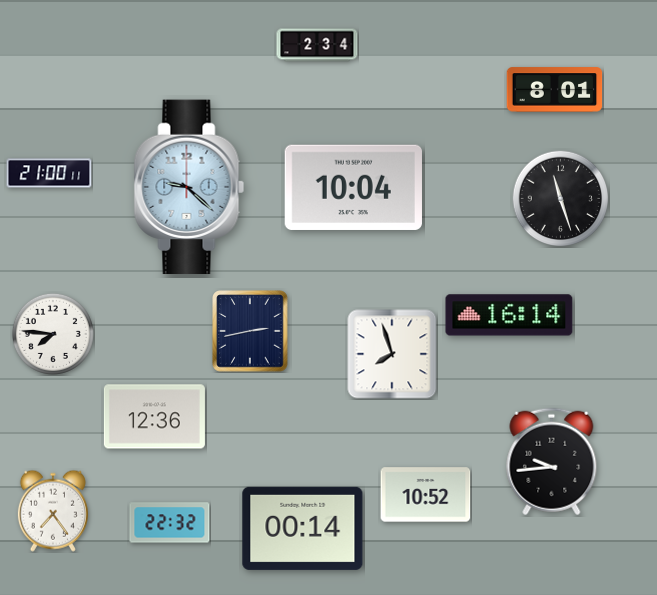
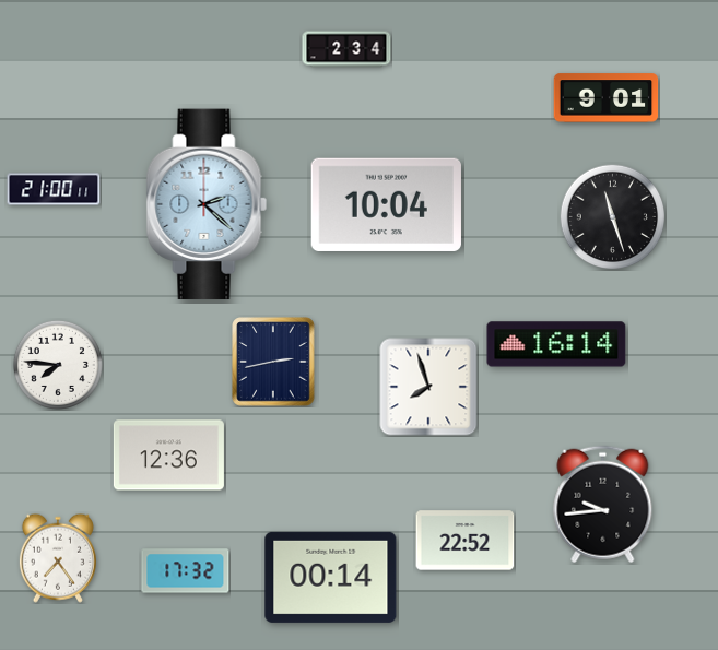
clock at (555, 90): 8:01 -> 9:01
clock at (189, 187): 9:22 -> 2:22
clock at (426, 495): 10:52 -> 22:52
clock at (170, 523): 22:32 -> 17:32
